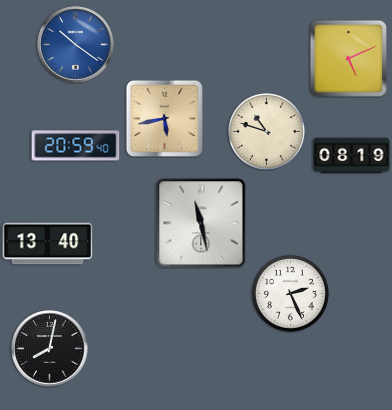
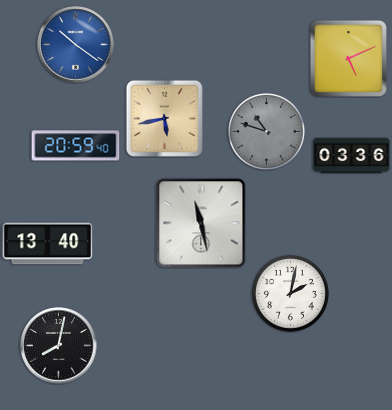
clock at (266, 131) dial: cream -> grey
clock at (352, 156): 08:19 -> 03:36
clock at (290, 293): 2:26 -> 2:02
clock at (50, 349) position: (50, 349) -> (59, 346)
